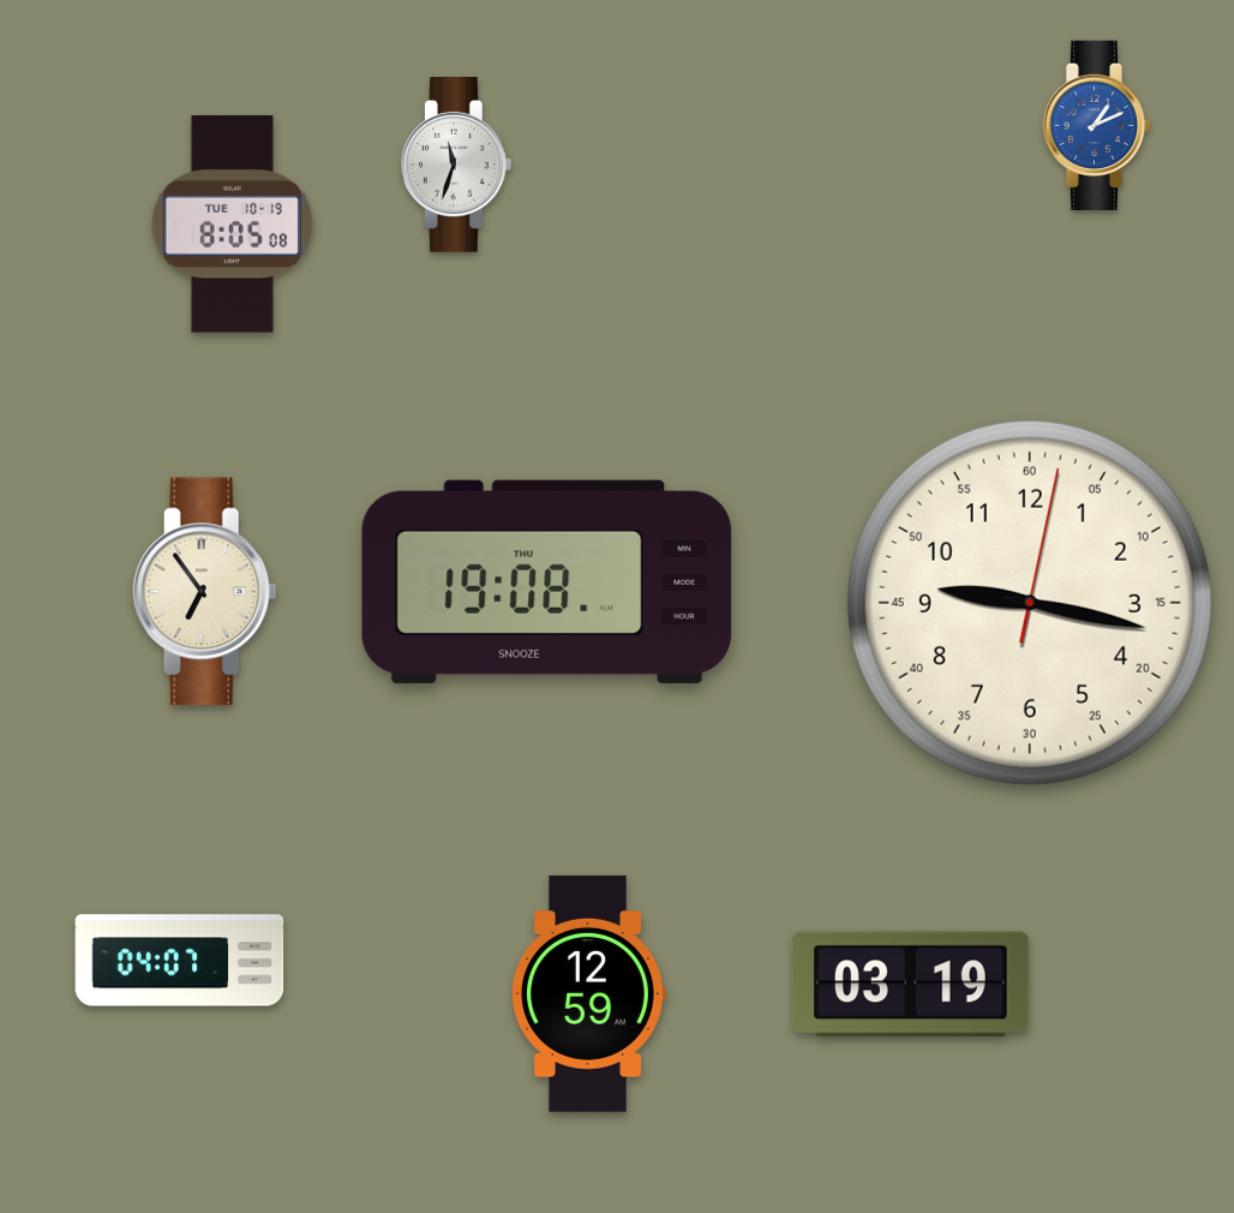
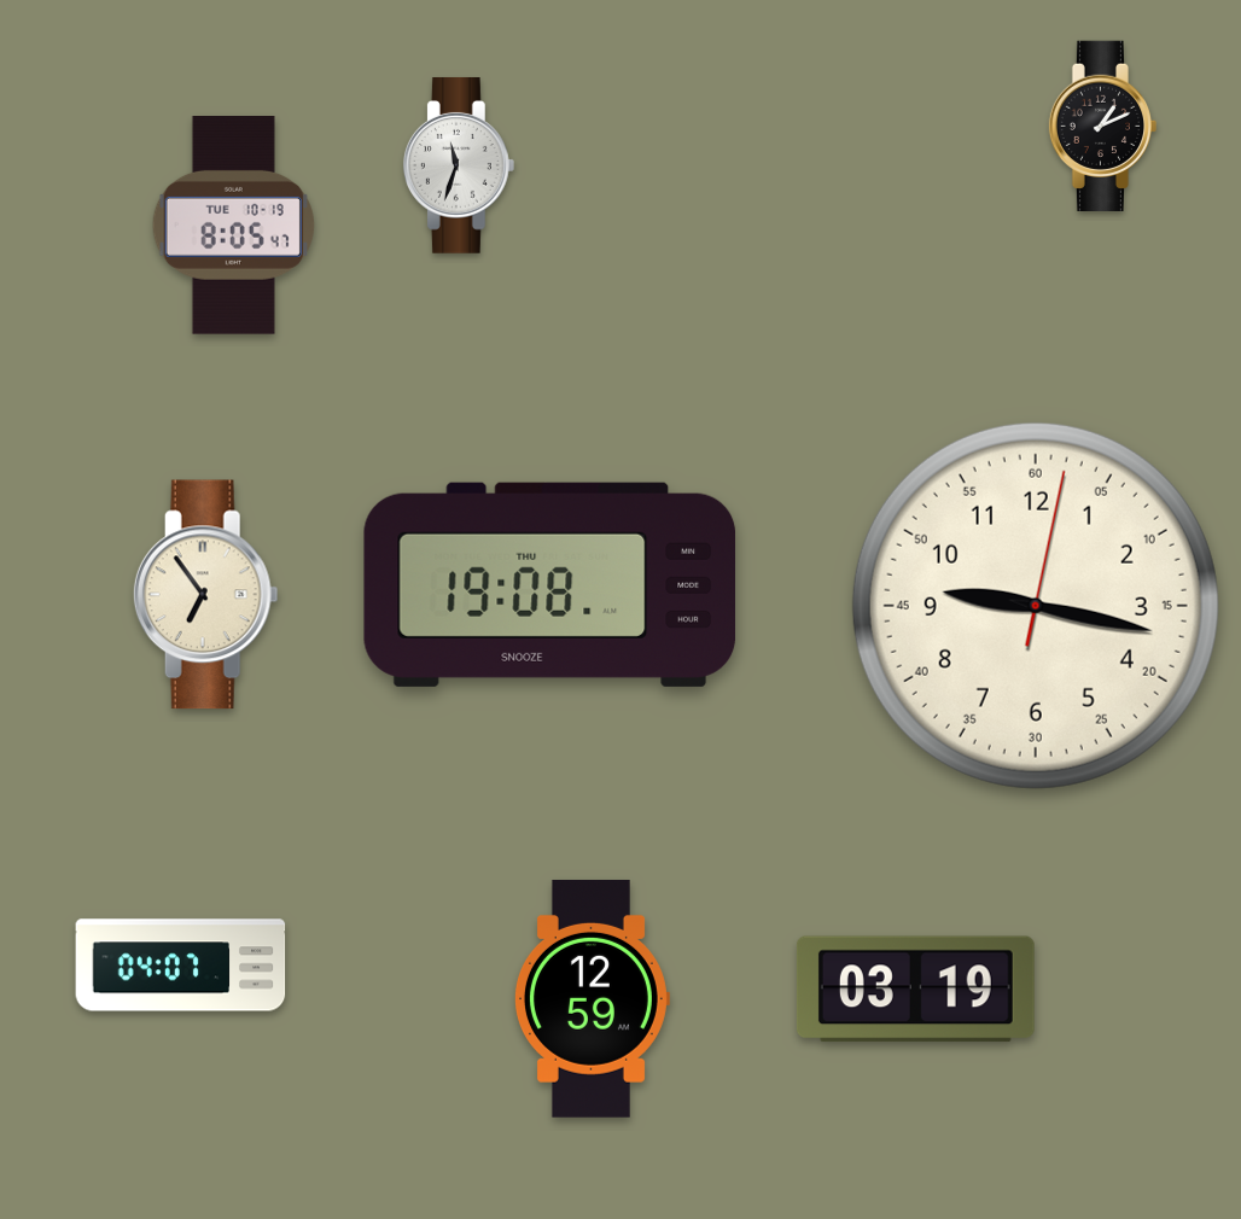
clock at (1097, 125) dial: blue -> black
clock at (232, 225): 8:05:08 -> 8:05:47
